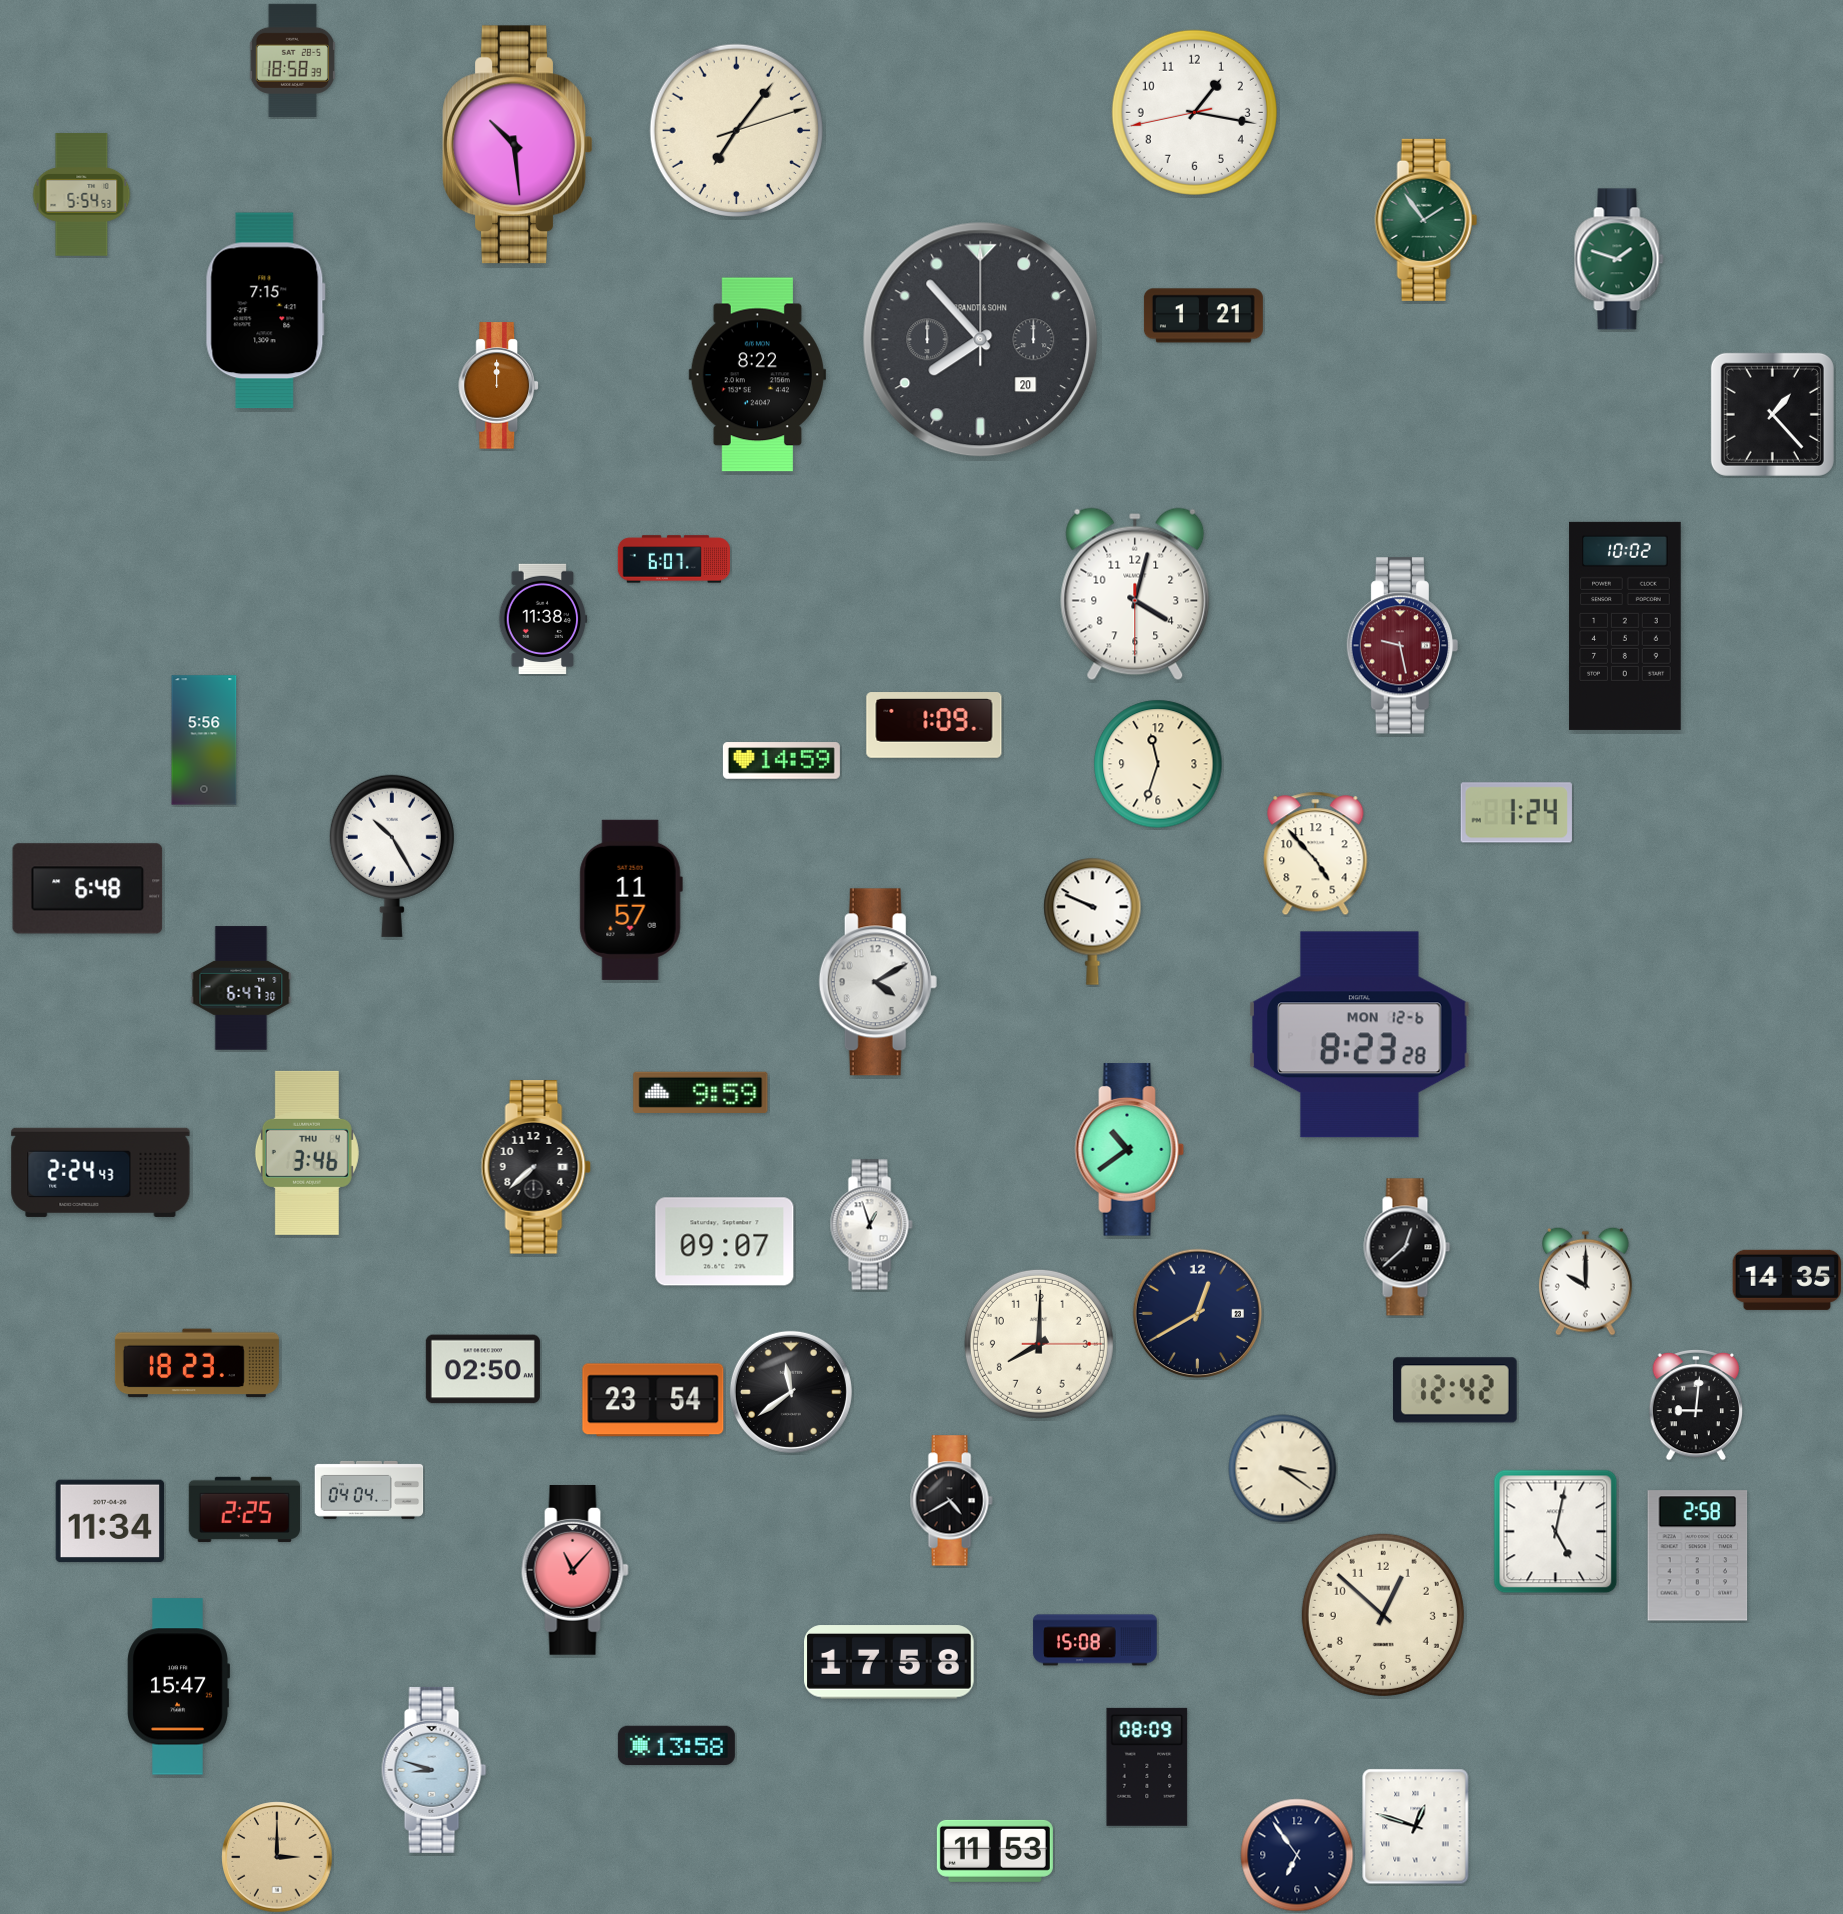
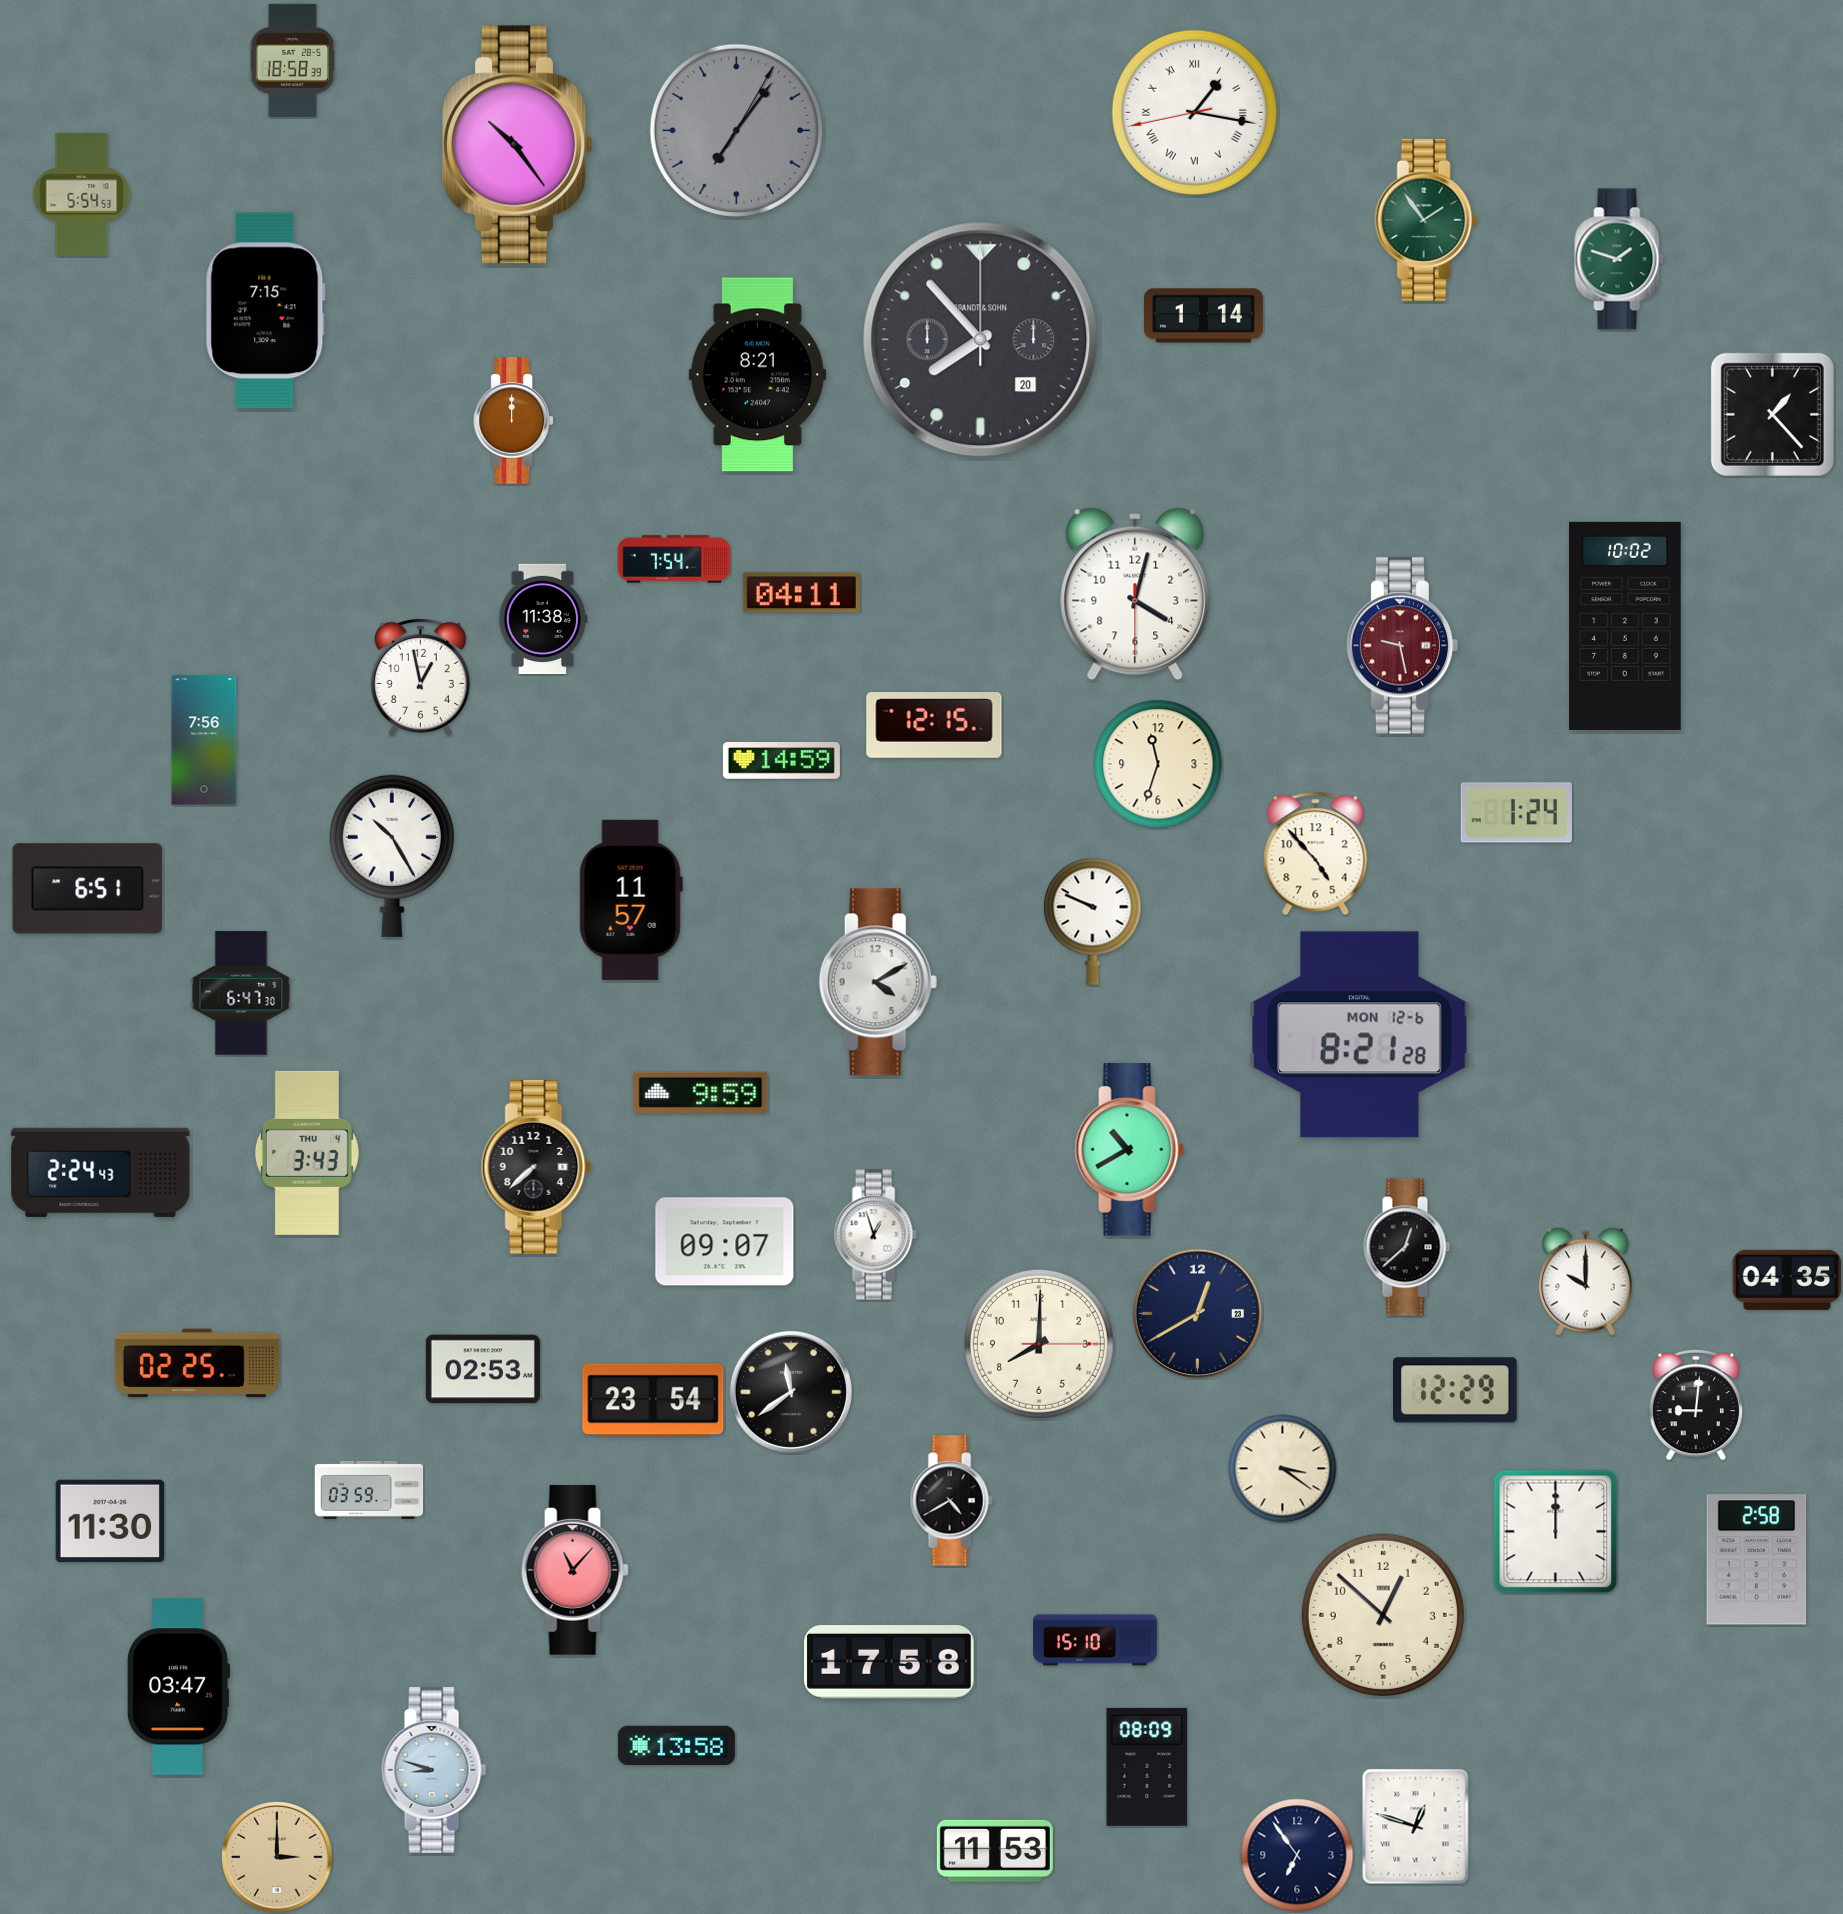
clock at (1194, 112) numerals: Arabic -> Roman
clock at (736, 130): 7:06:12 -> 7:06:05
clock at (736, 130) dial: cream -> grey
clock at (518, 145): 10:29 -> 10:24
clock at (1203, 316): 1:21 -> 1:14
clock at (757, 375): 8:22 -> 8:21
clock at (498, 386) position: (498, 386) -> (513, 421)
clock at (673, 559): 6:07 -> 7:54
clock at (801, 593): none -> 04:11
clock at (420, 677): none -> 12:58
clock at (934, 725): 1:09 -> 12:15
clock at (204, 740): 5:56 -> 7:56
clock at (88, 889): 6:48 -> 6:51
clock at (241, 988) position: (241, 988) -> (241, 993)
clock at (1360, 1035): 8:23 -> 8:21
clock at (1130, 1150): 10:39 -> 10:40
clock at (307, 1153): 3:46 -> 3:43
clock at (871, 1225) position: (871, 1225) -> (875, 1235)
clock at (1787, 1280): 14:35 -> 04:35
clock at (197, 1363): 18:23 -> 02:25
clock at (483, 1369): 02:50 -> 02:53
clock at (1456, 1390): 12:42 -> 12:29
clock at (369, 1490): 04:04 -> 03:59
clock at (244, 1509): 2:25 -> none
clock at (110, 1521): 11:34 -> 11:30
clock at (1556, 1532): 5:02 -> 12:00
clock at (1698, 1556) position: (1698, 1556) -> (1757, 1560)
clock at (1095, 1640): 15:08 -> 15:10
clock at (178, 1687): 15:47 -> 03:47
